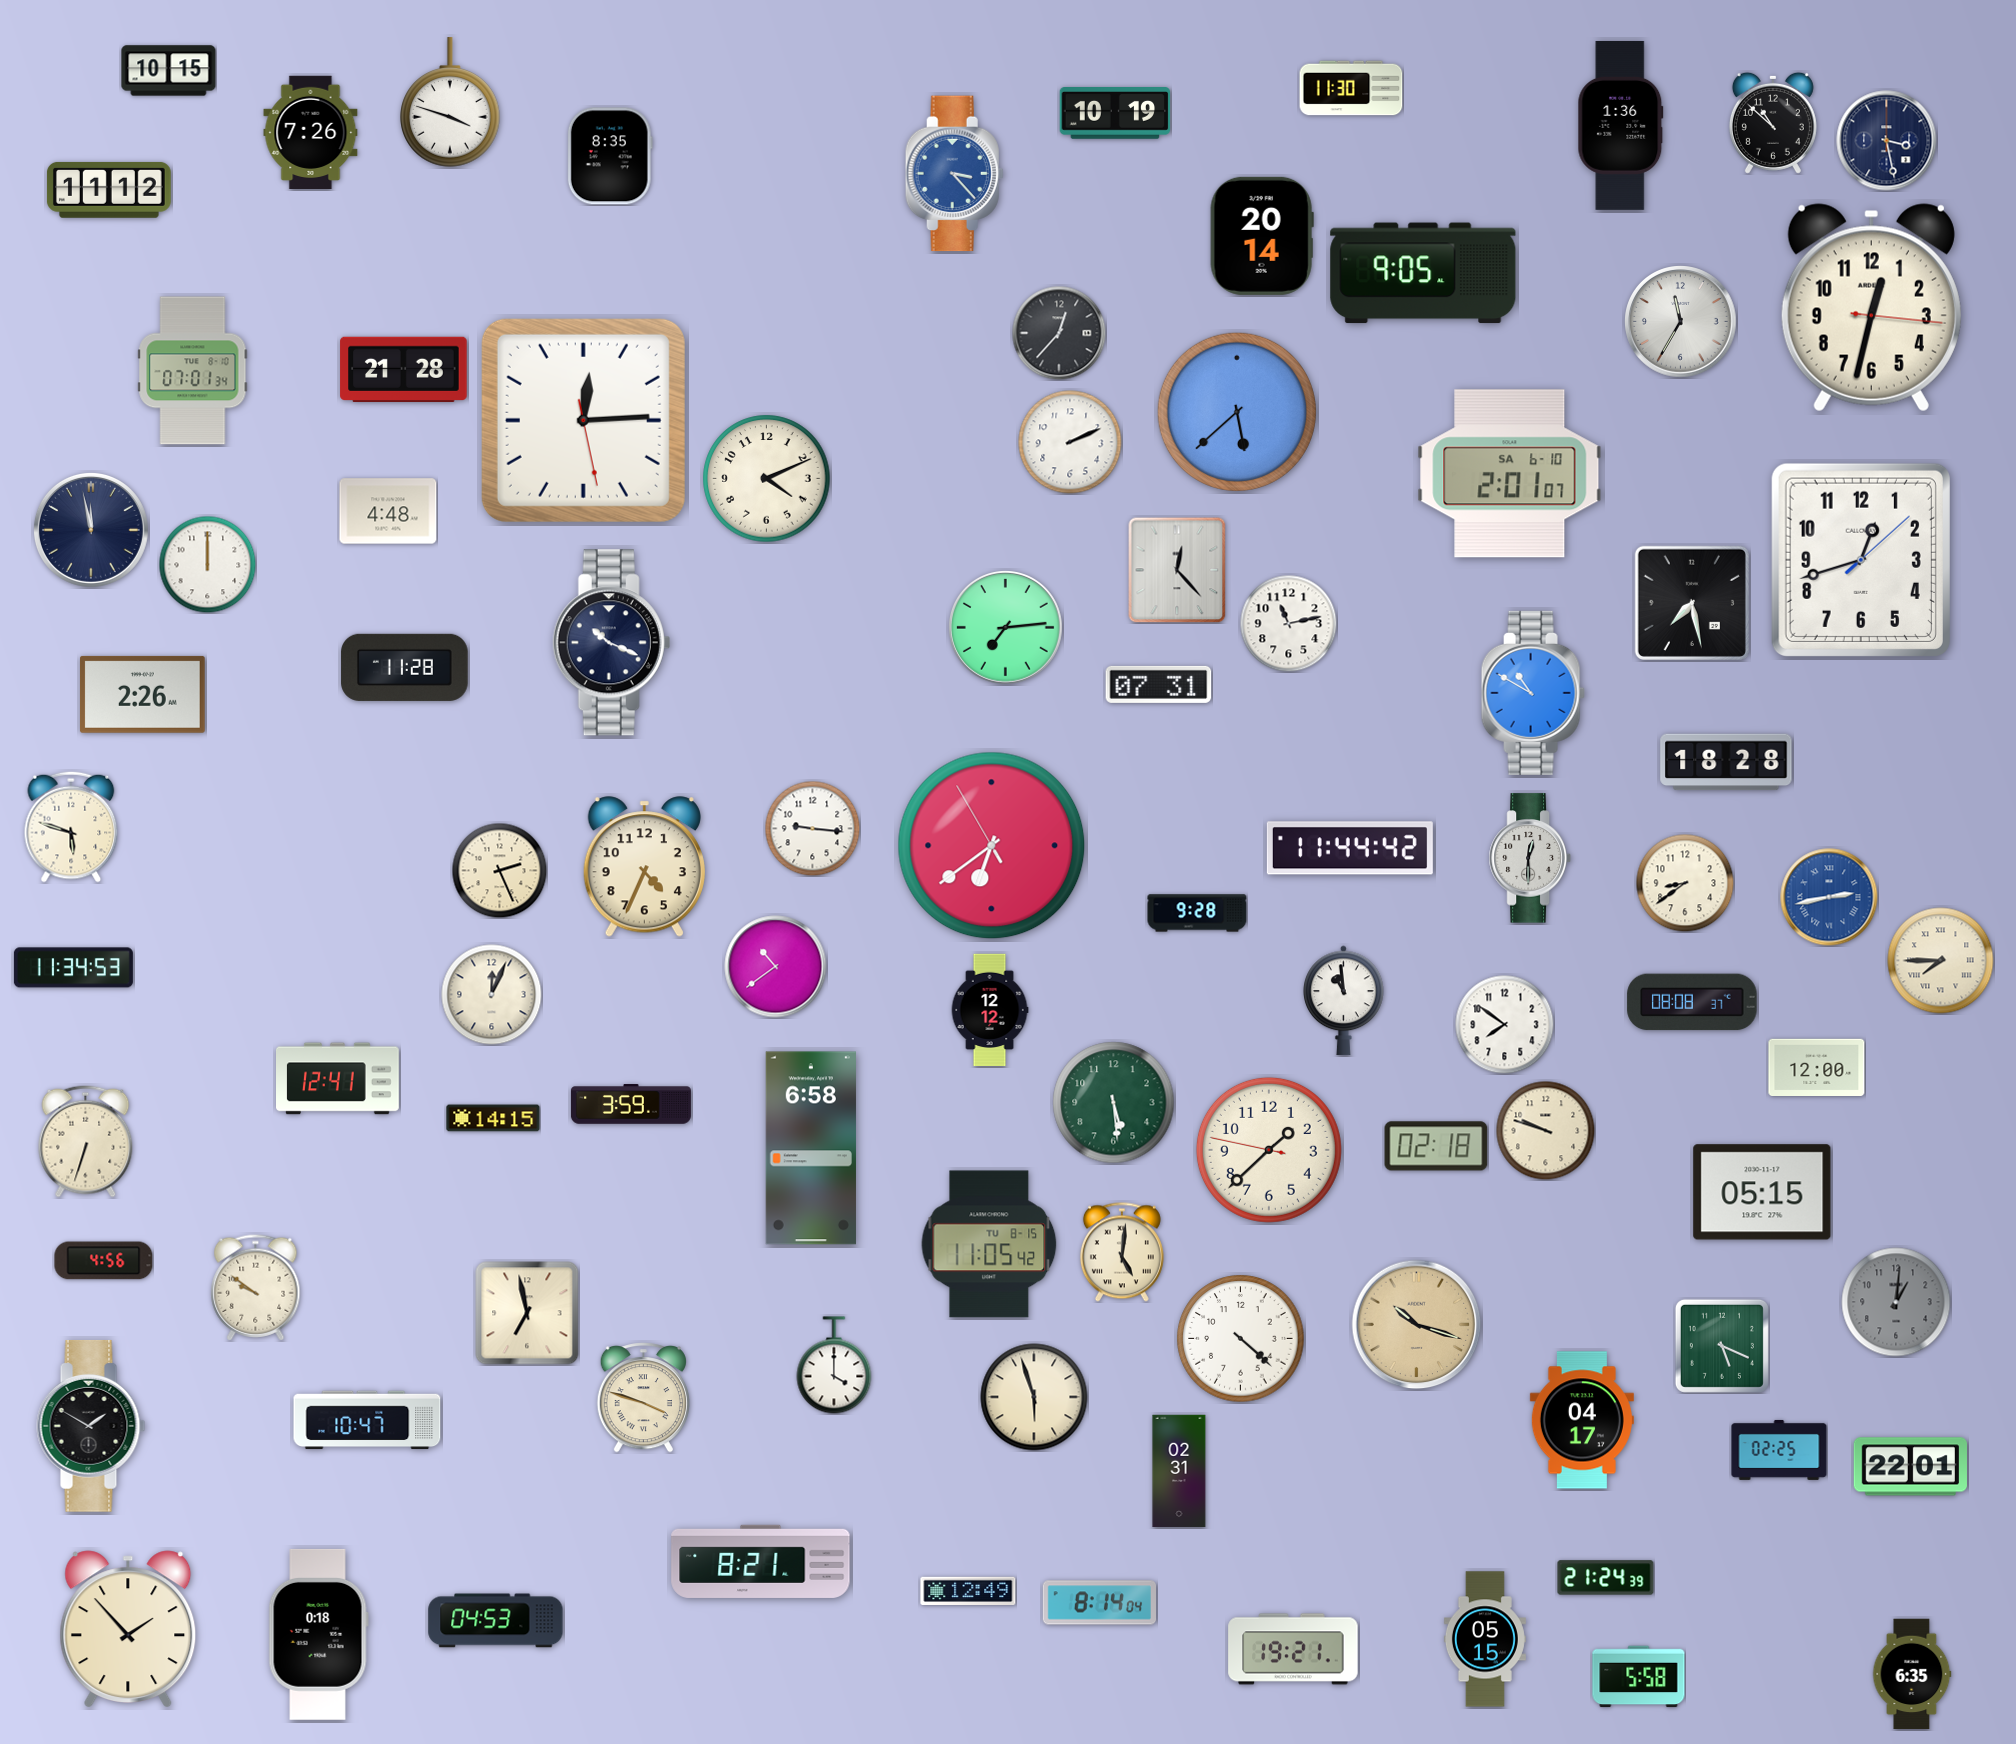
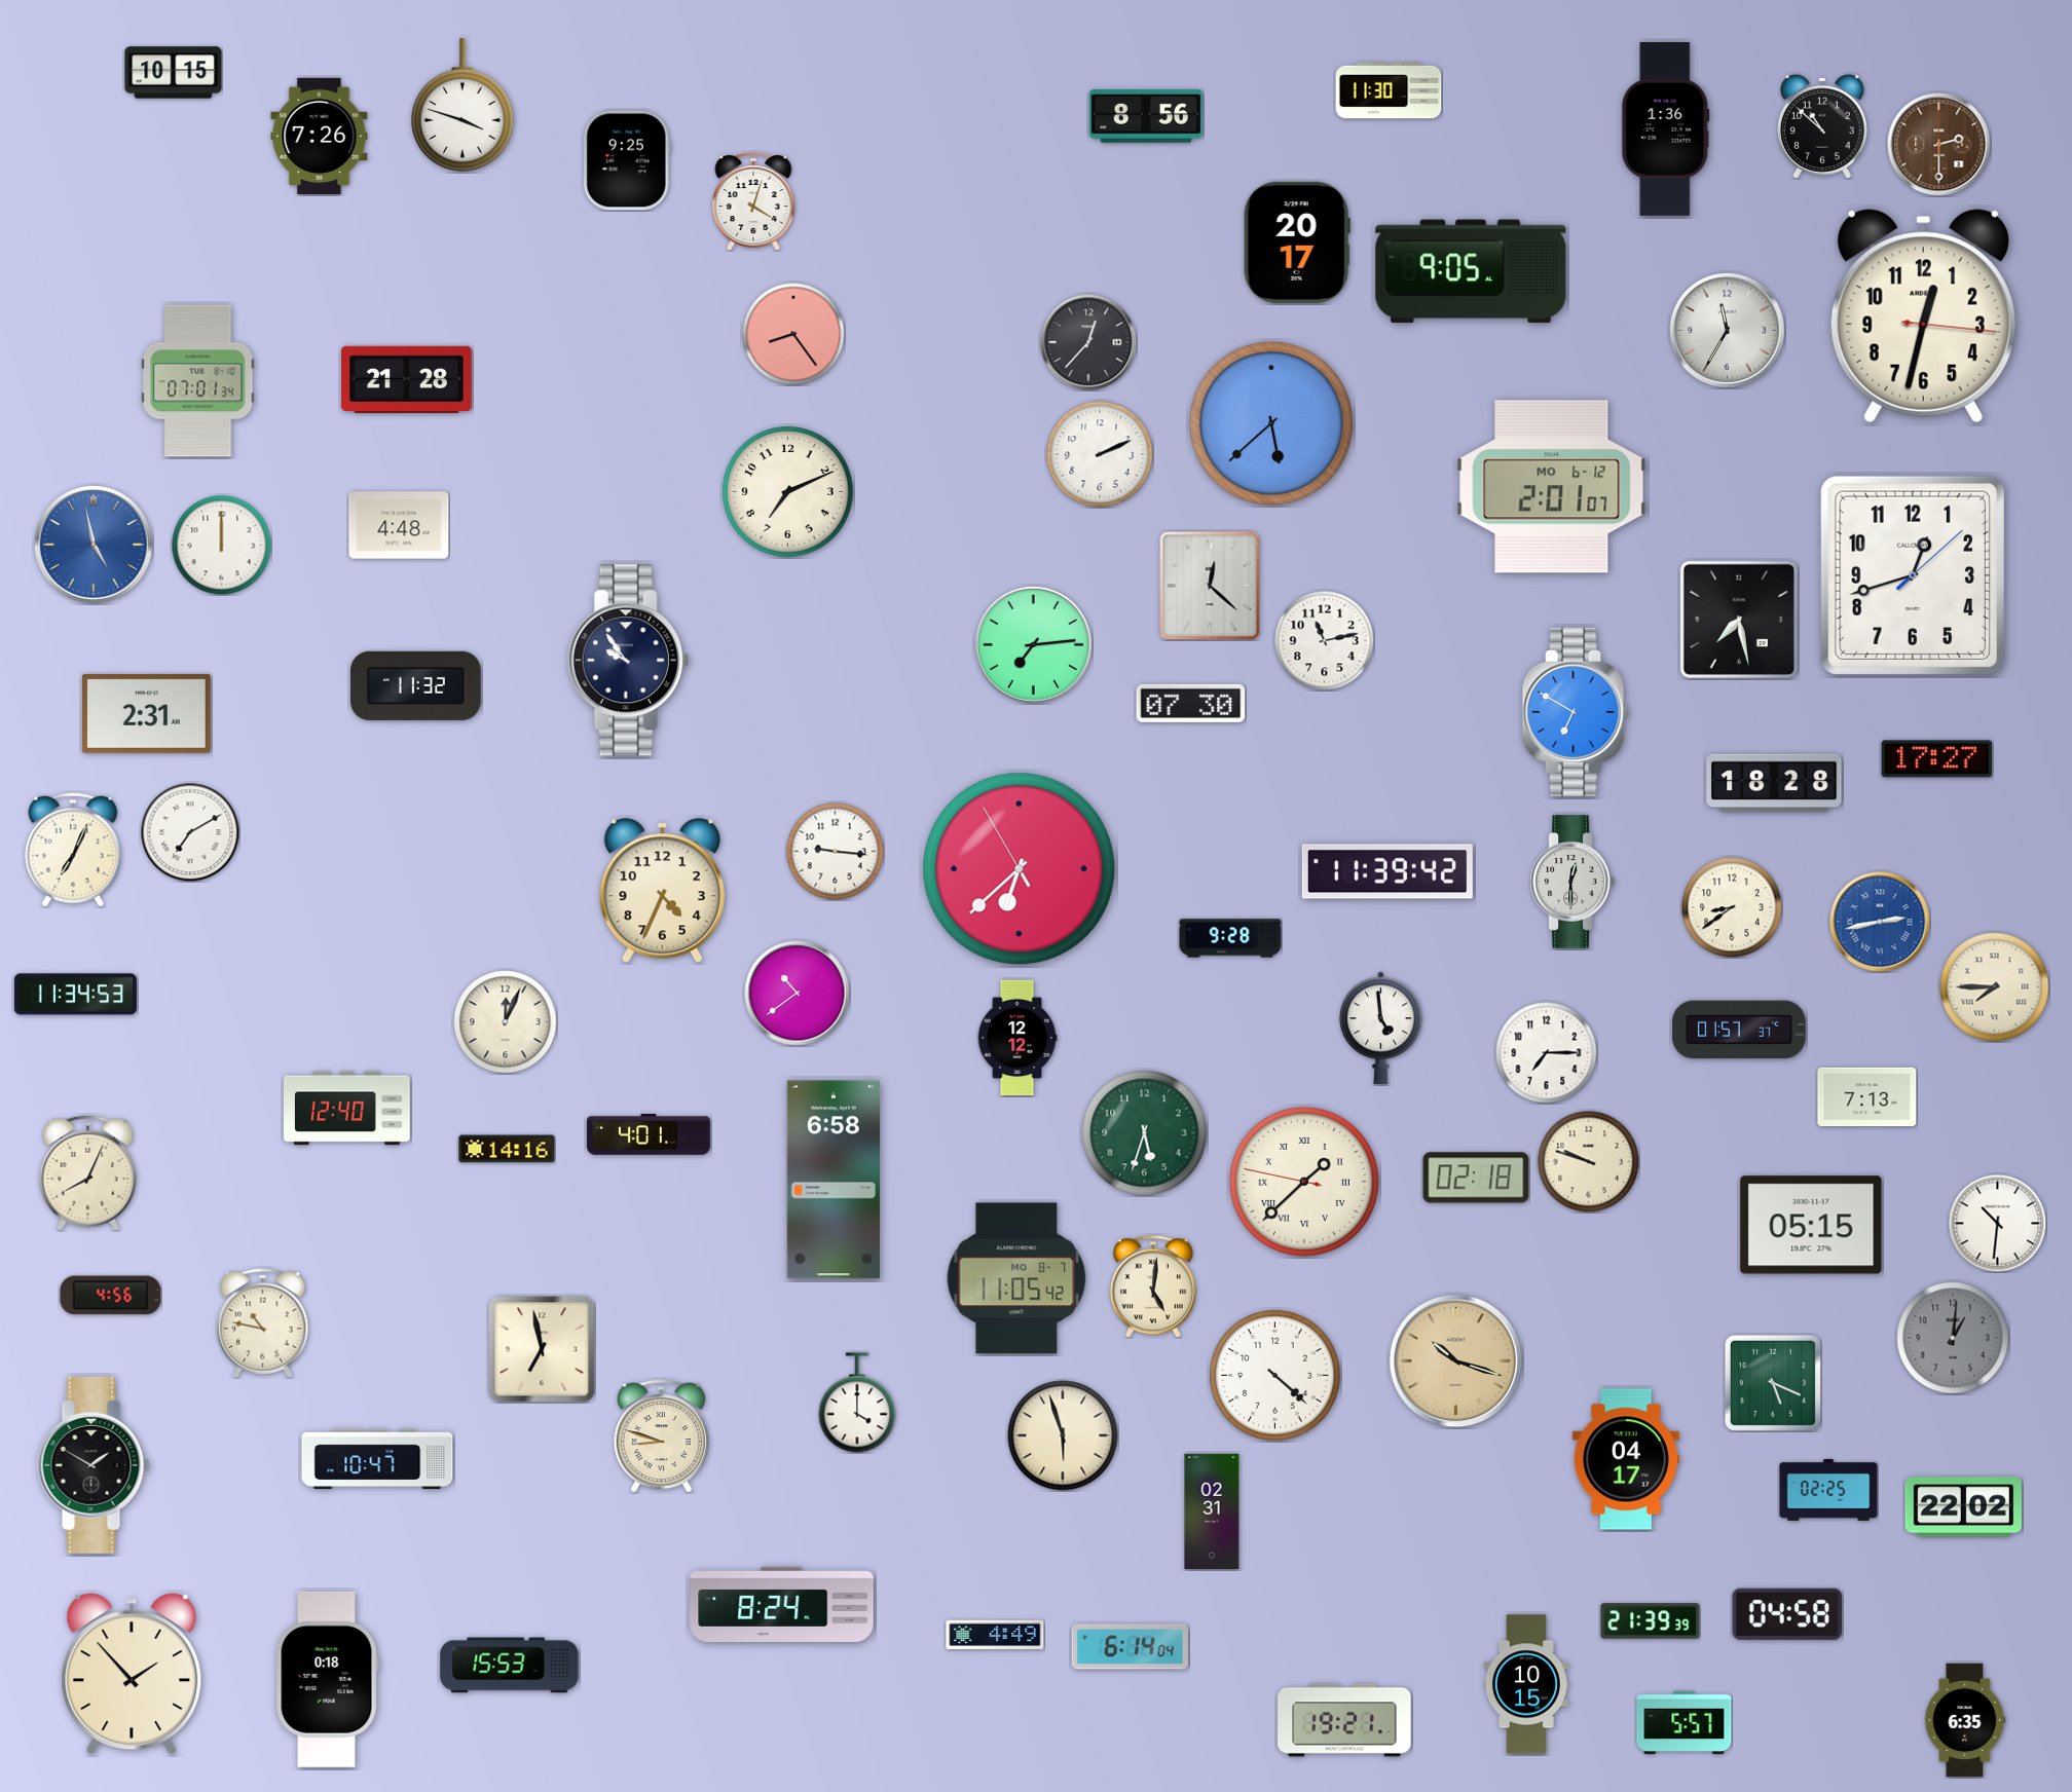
clock at (1115, 114): 10:19 -> 8:56
clock at (1887, 141): 3:28 -> 2:30
clock at (1887, 141) dial: navy -> brown
clock at (610, 156): 8:35 -> 9:25
clock at (954, 174): 3:23 -> none
clock at (109, 190): 11:12 -> none
clock at (753, 201): none -> 4:03
clock at (1262, 236): 20:14 -> 20:17
clock at (1423, 273) position: (1423, 273) -> (1471, 271)
clock at (793, 334): none -> 8:24
clock at (404, 369) position: (404, 369) -> (407, 379)
clock at (583, 420): 12:14 -> none
clock at (1510, 474) date: SA 6-10 -> MO 6-12
clock at (767, 479): 4:11 -> 7:11
clock at (91, 530): 11:58 -> 4:58
clock at (91, 530) dial: navy -> blue
clock at (207, 564) position: (207, 564) -> (221, 545)
clock at (1177, 570): 12:23 -> 12:22
clock at (612, 643): 10:19 -> 9:54
clock at (405, 667): 11:28 -> 11:32
clock at (1159, 684): 07:31 -> 07:30
clock at (1533, 693): 10:50 -> 6:50
clock at (142, 694): 2:26 -> 2:31
clock at (1937, 759): none -> 17:27
clock at (190, 832): none -> 7:10
clock at (71, 827): 5:48 -> 7:04
clock at (992, 846): 6:38 -> 6:37
clock at (1350, 848): 11:44 -> 11:39
clock at (499, 870): 2:26 -> none
clock at (1344, 1001): 10:59 -> 4:59
clock at (1692, 1002): 08:08 -> 01:57
clock at (1505, 1025): 7:51 -> 7:15
clock at (1817, 1067): 12:00 -> 7:13
clock at (338, 1079): 12:41 -> 12:40
clock at (1114, 1103): 5:29 -> 5:33
clock at (631, 1104): 3:59 -> 4:01
clock at (493, 1118): 14:15 -> 14:16
clock at (86, 1142): 6:33 -> 8:04
clock at (1269, 1150) numerals: Arabic -> Roman
clock at (1997, 1223): none -> 10:31
clock at (989, 1244) date: TU 8-15 -> MO 8-7
clock at (104, 1261) position: (104, 1261) -> (111, 1296)
clock at (256, 1288): 9:51 -> 10:47
clock at (1896, 1302) position: (1896, 1302) -> (1953, 1338)
clock at (1722, 1346) position: (1722, 1346) -> (1773, 1383)
clock at (643, 1398): 3:48 -> 8:48
clock at (1910, 1467): 22:01 -> 22:02
clock at (761, 1561): 8:21 -> 8:24
clock at (1787, 1614): none -> 04:58
clock at (1606, 1578): 21:24 -> 21:39
clock at (968, 1590): 12:49 -> 4:49
clock at (1099, 1603): 8:14 -> 6:14
clock at (496, 1621): 04:53 -> 15:53
clock at (1485, 1639): 05:15 -> 10:15
clock at (1293, 1649) position: (1293, 1649) -> (1344, 1720)
clock at (1639, 1677): 5:58 -> 5:57
